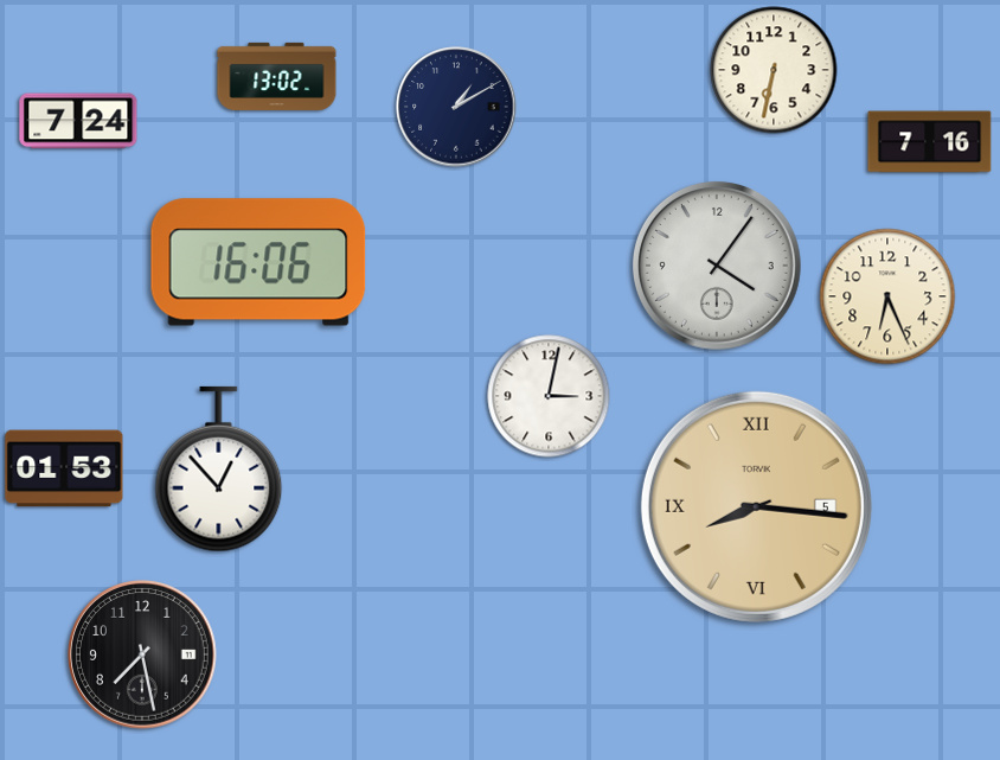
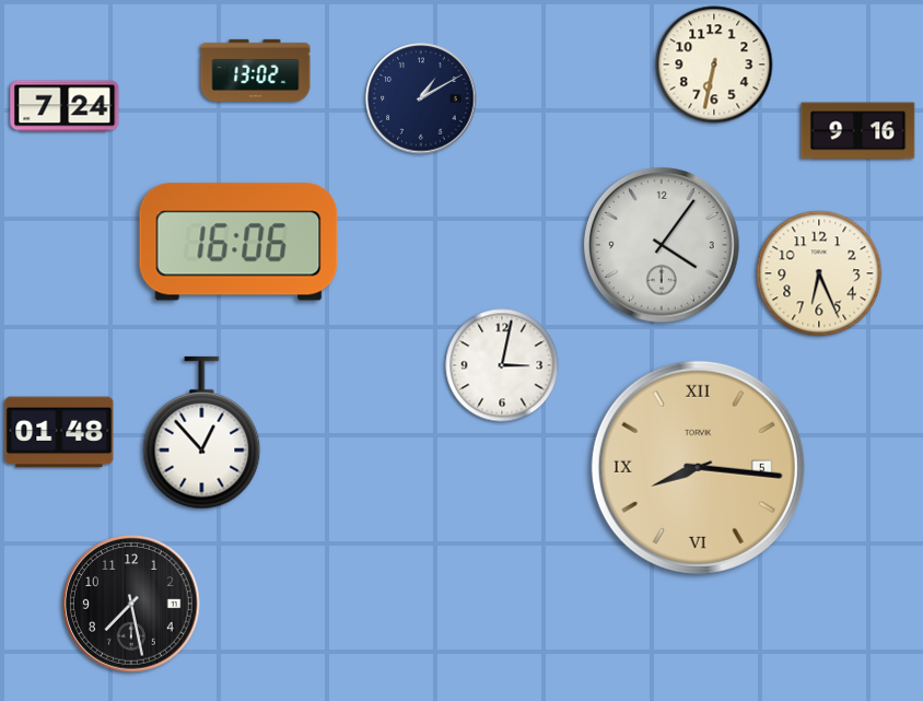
clock at (78, 121) position: (78, 121) -> (65, 106)
clock at (930, 142): 7:16 -> 9:16
clock at (549, 396) position: (549, 396) -> (502, 365)
clock at (64, 468): 01:53 -> 01:48
